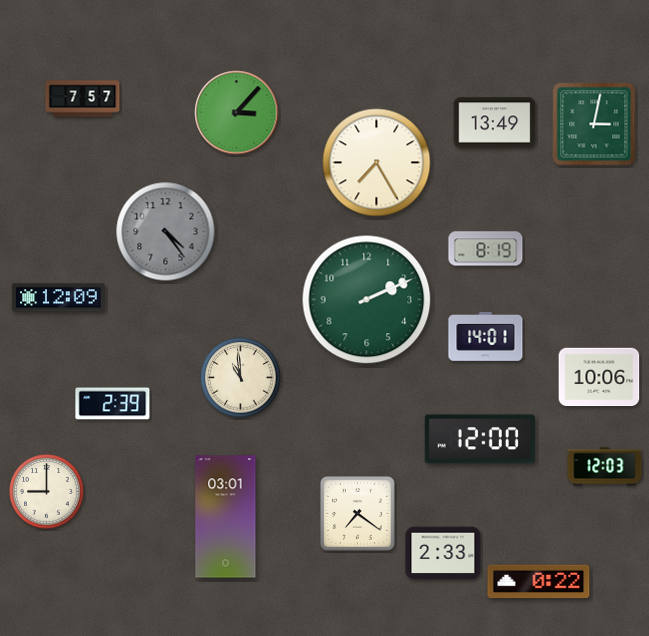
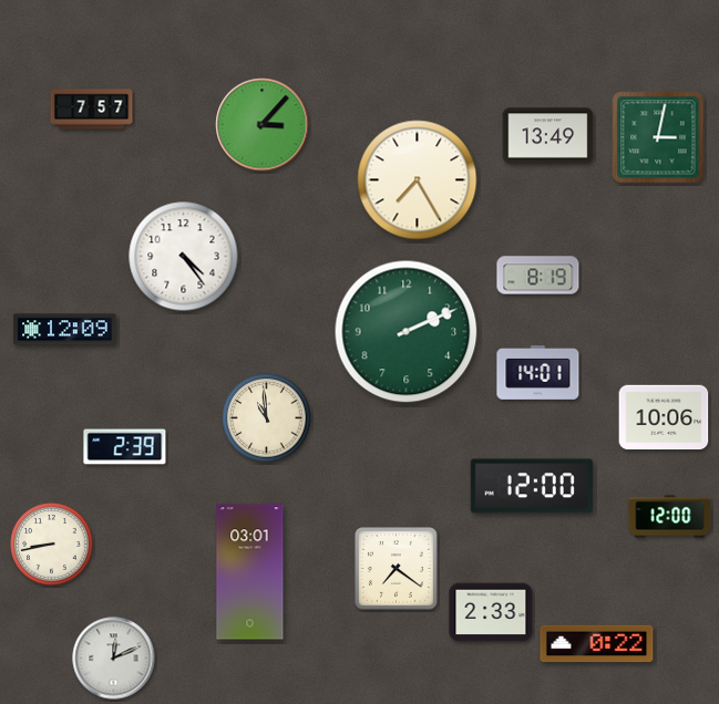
clock at (166, 232) dial: grey -> white
clock at (605, 467): 12:03 -> 12:00
clock at (47, 492): 9:00 -> 8:43
clock at (114, 659): none -> 12:11
